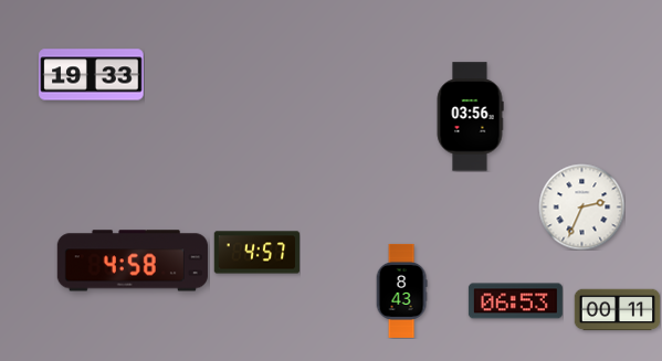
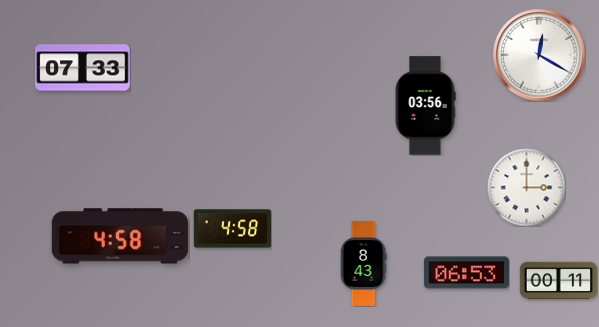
clock at (539, 55): none -> 12:20
clock at (92, 75): 19:33 -> 07:33
clock at (581, 206): 2:34 -> 3:00
clock at (256, 253): 4:57 -> 4:58
